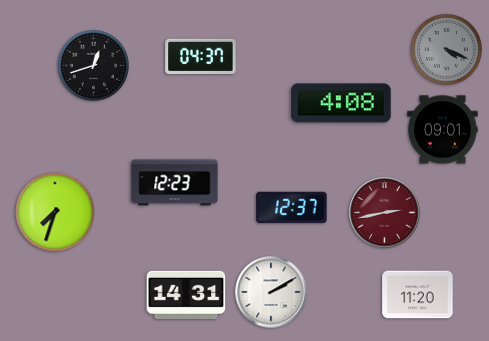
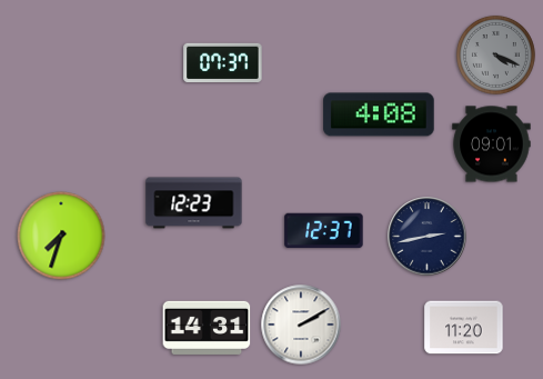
clock at (201, 56): 04:37 -> 07:37
clock at (93, 65): 12:42 -> none
clock at (385, 213) dial: burgundy -> navy
